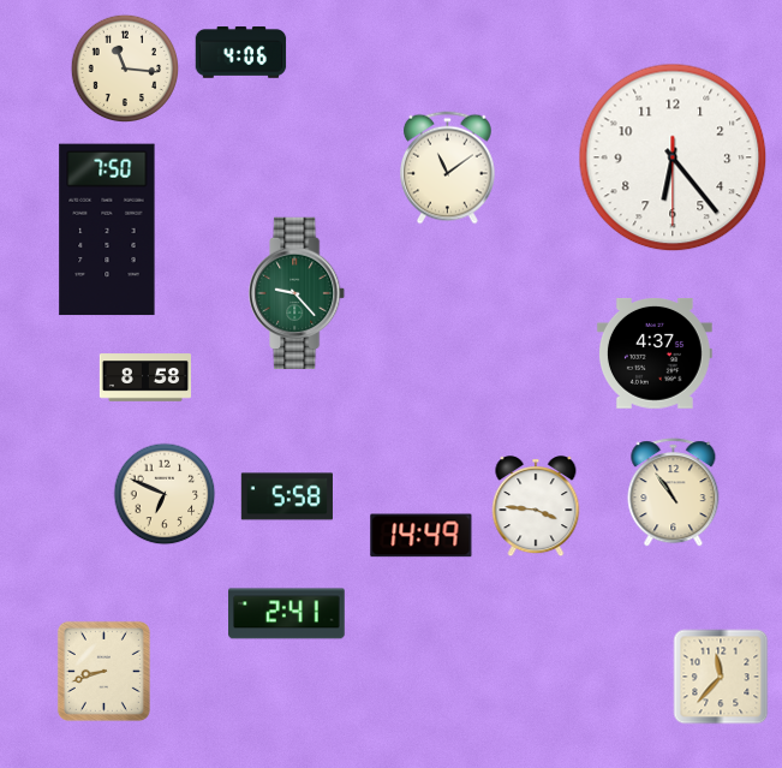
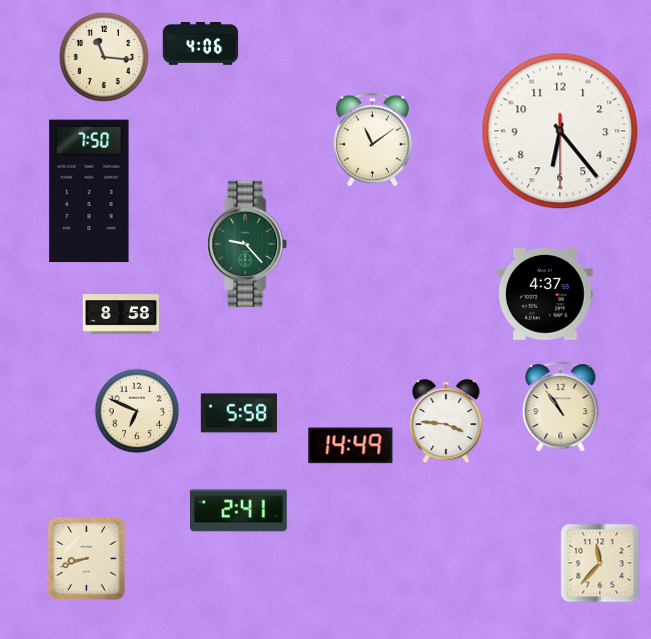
clock at (674, 493) position: (674, 493) -> (561, 407)
